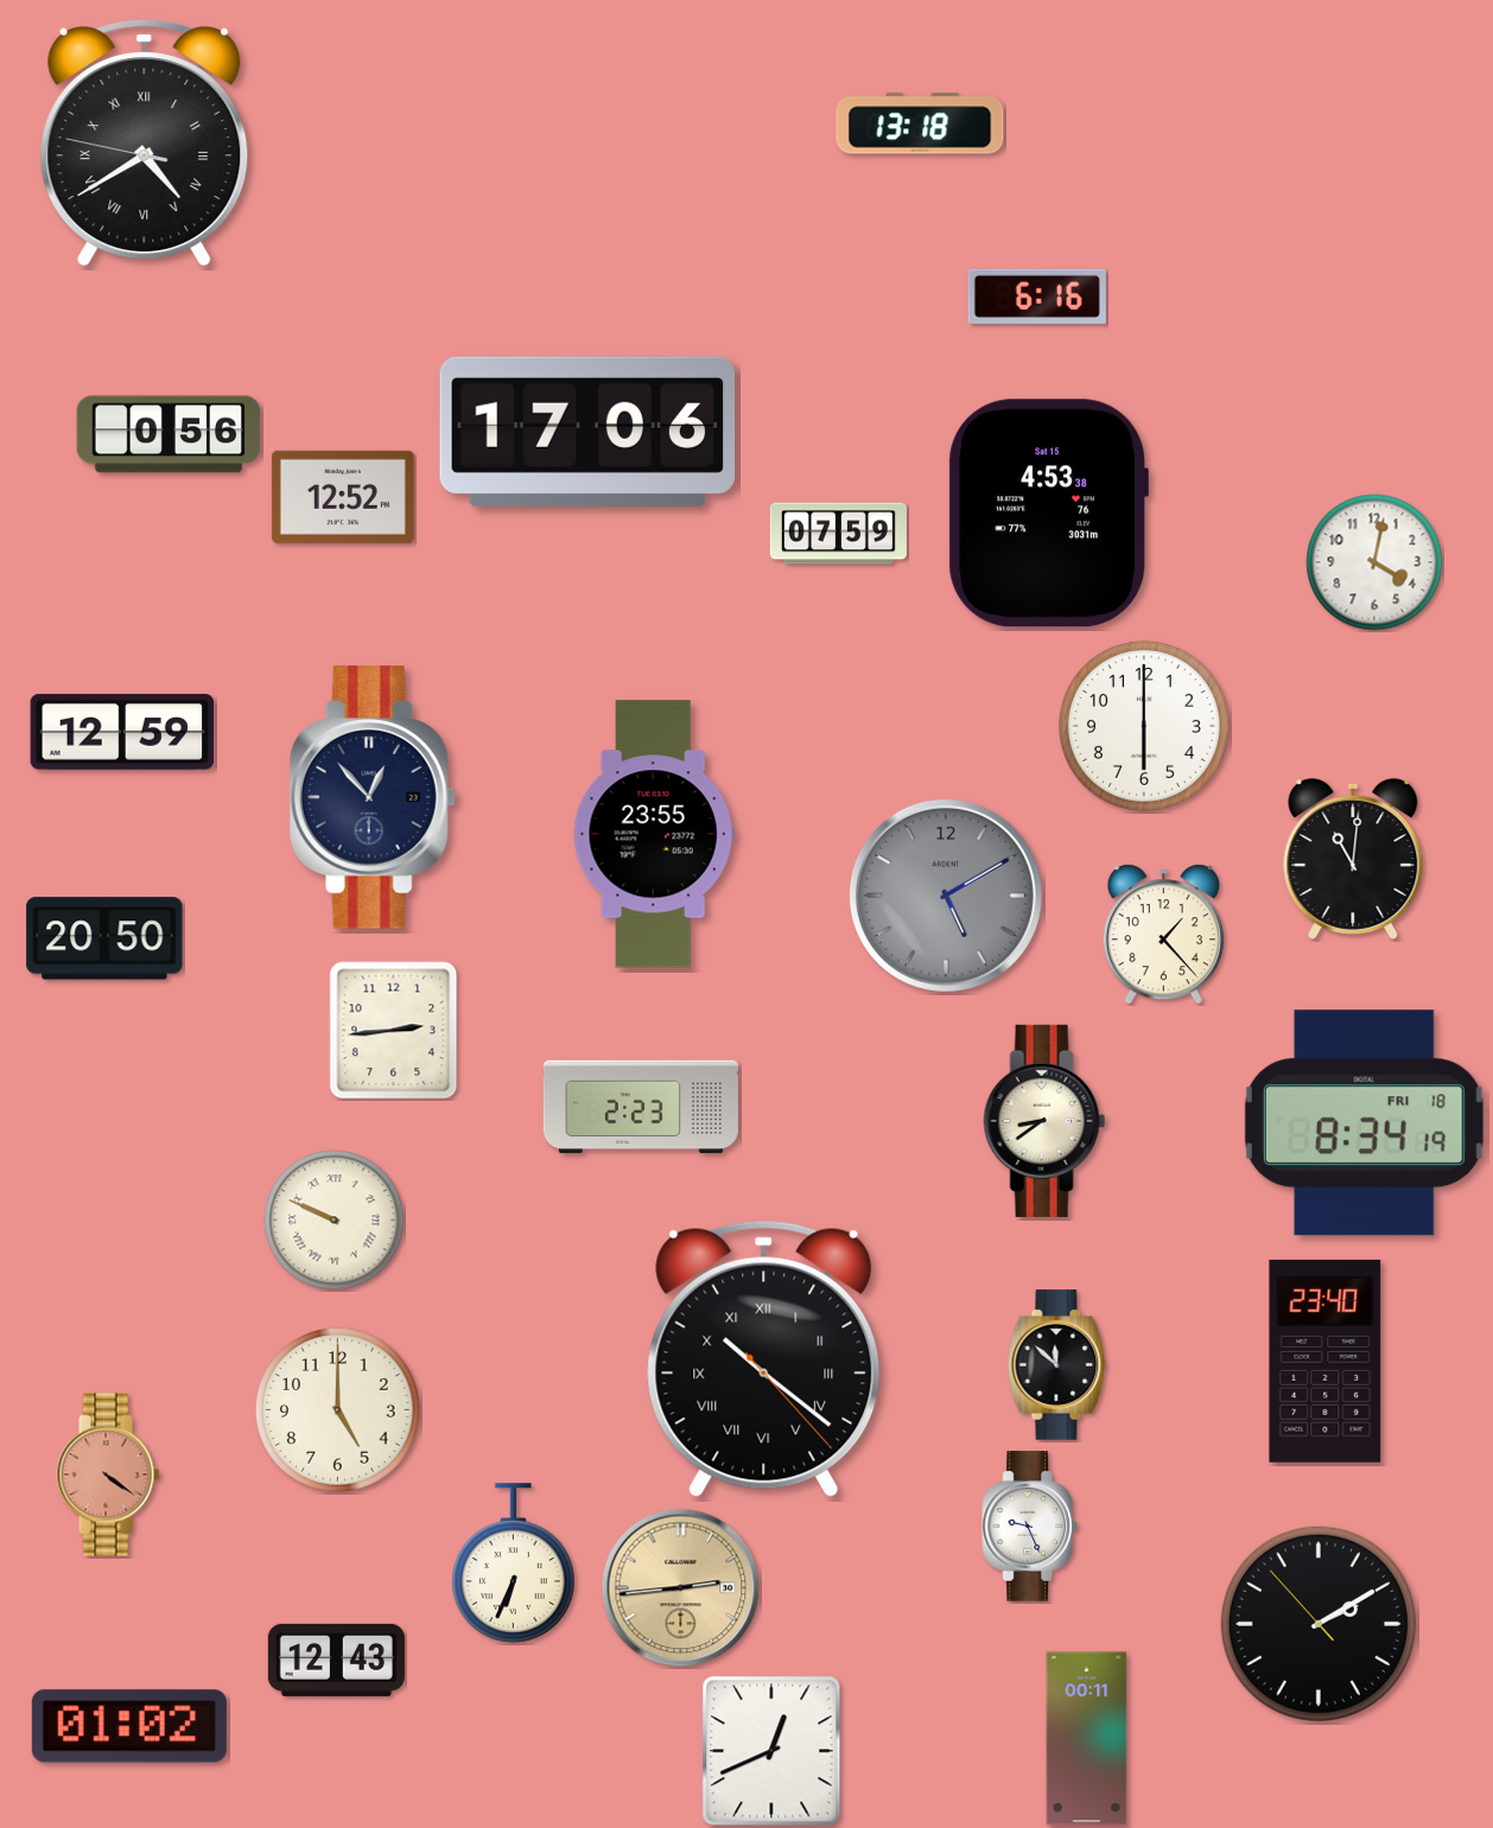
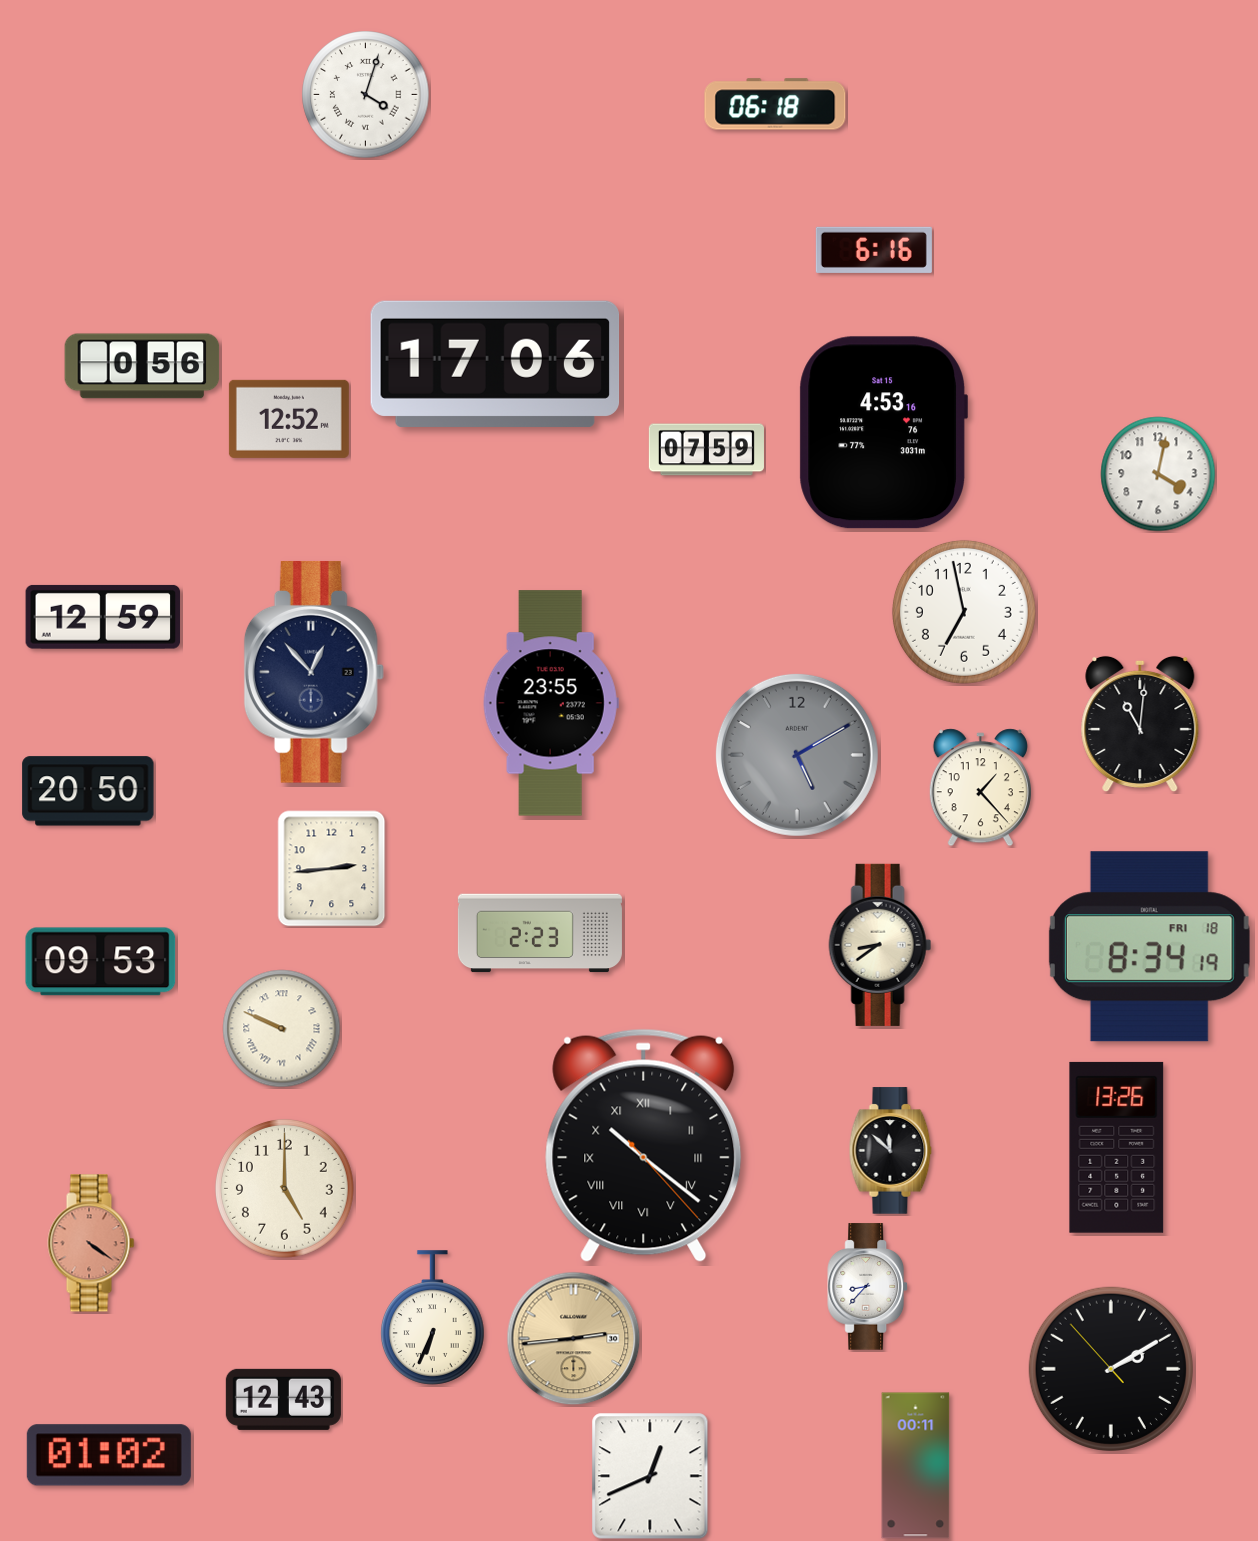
clock at (366, 95): none -> 4:03
clock at (920, 123): 13:18 -> 06:18
clock at (145, 144): 4:39 -> none
clock at (1048, 514): 4:53:38 -> 4:53:16
clock at (1144, 726): 6:00 -> 6:58
clock at (101, 962): none -> 09:53
clock at (1326, 1361): 23:40 -> 13:26
clock at (1030, 1527): 9:26 -> 8:37
